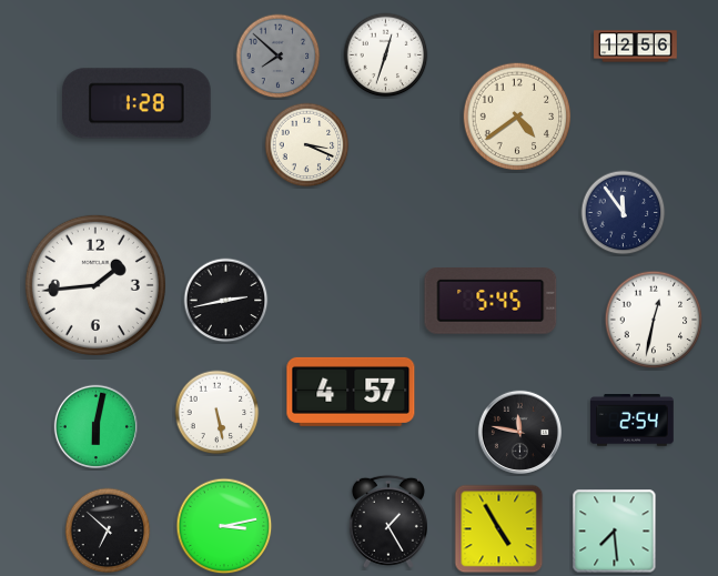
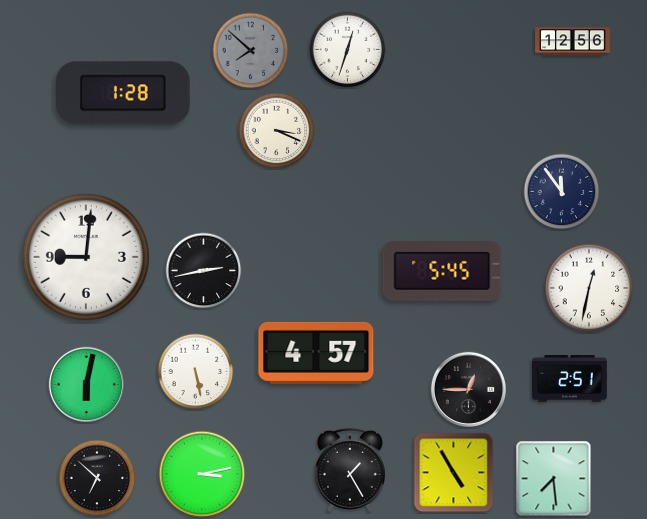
clock at (517, 117): 4:39 -> none
clock at (95, 285): 1:44 -> 9:01
clock at (633, 421): 2:54 -> 2:51
clock at (519, 432): 11:47 -> 12:45
clock at (499, 529) position: (499, 529) -> (454, 473)
